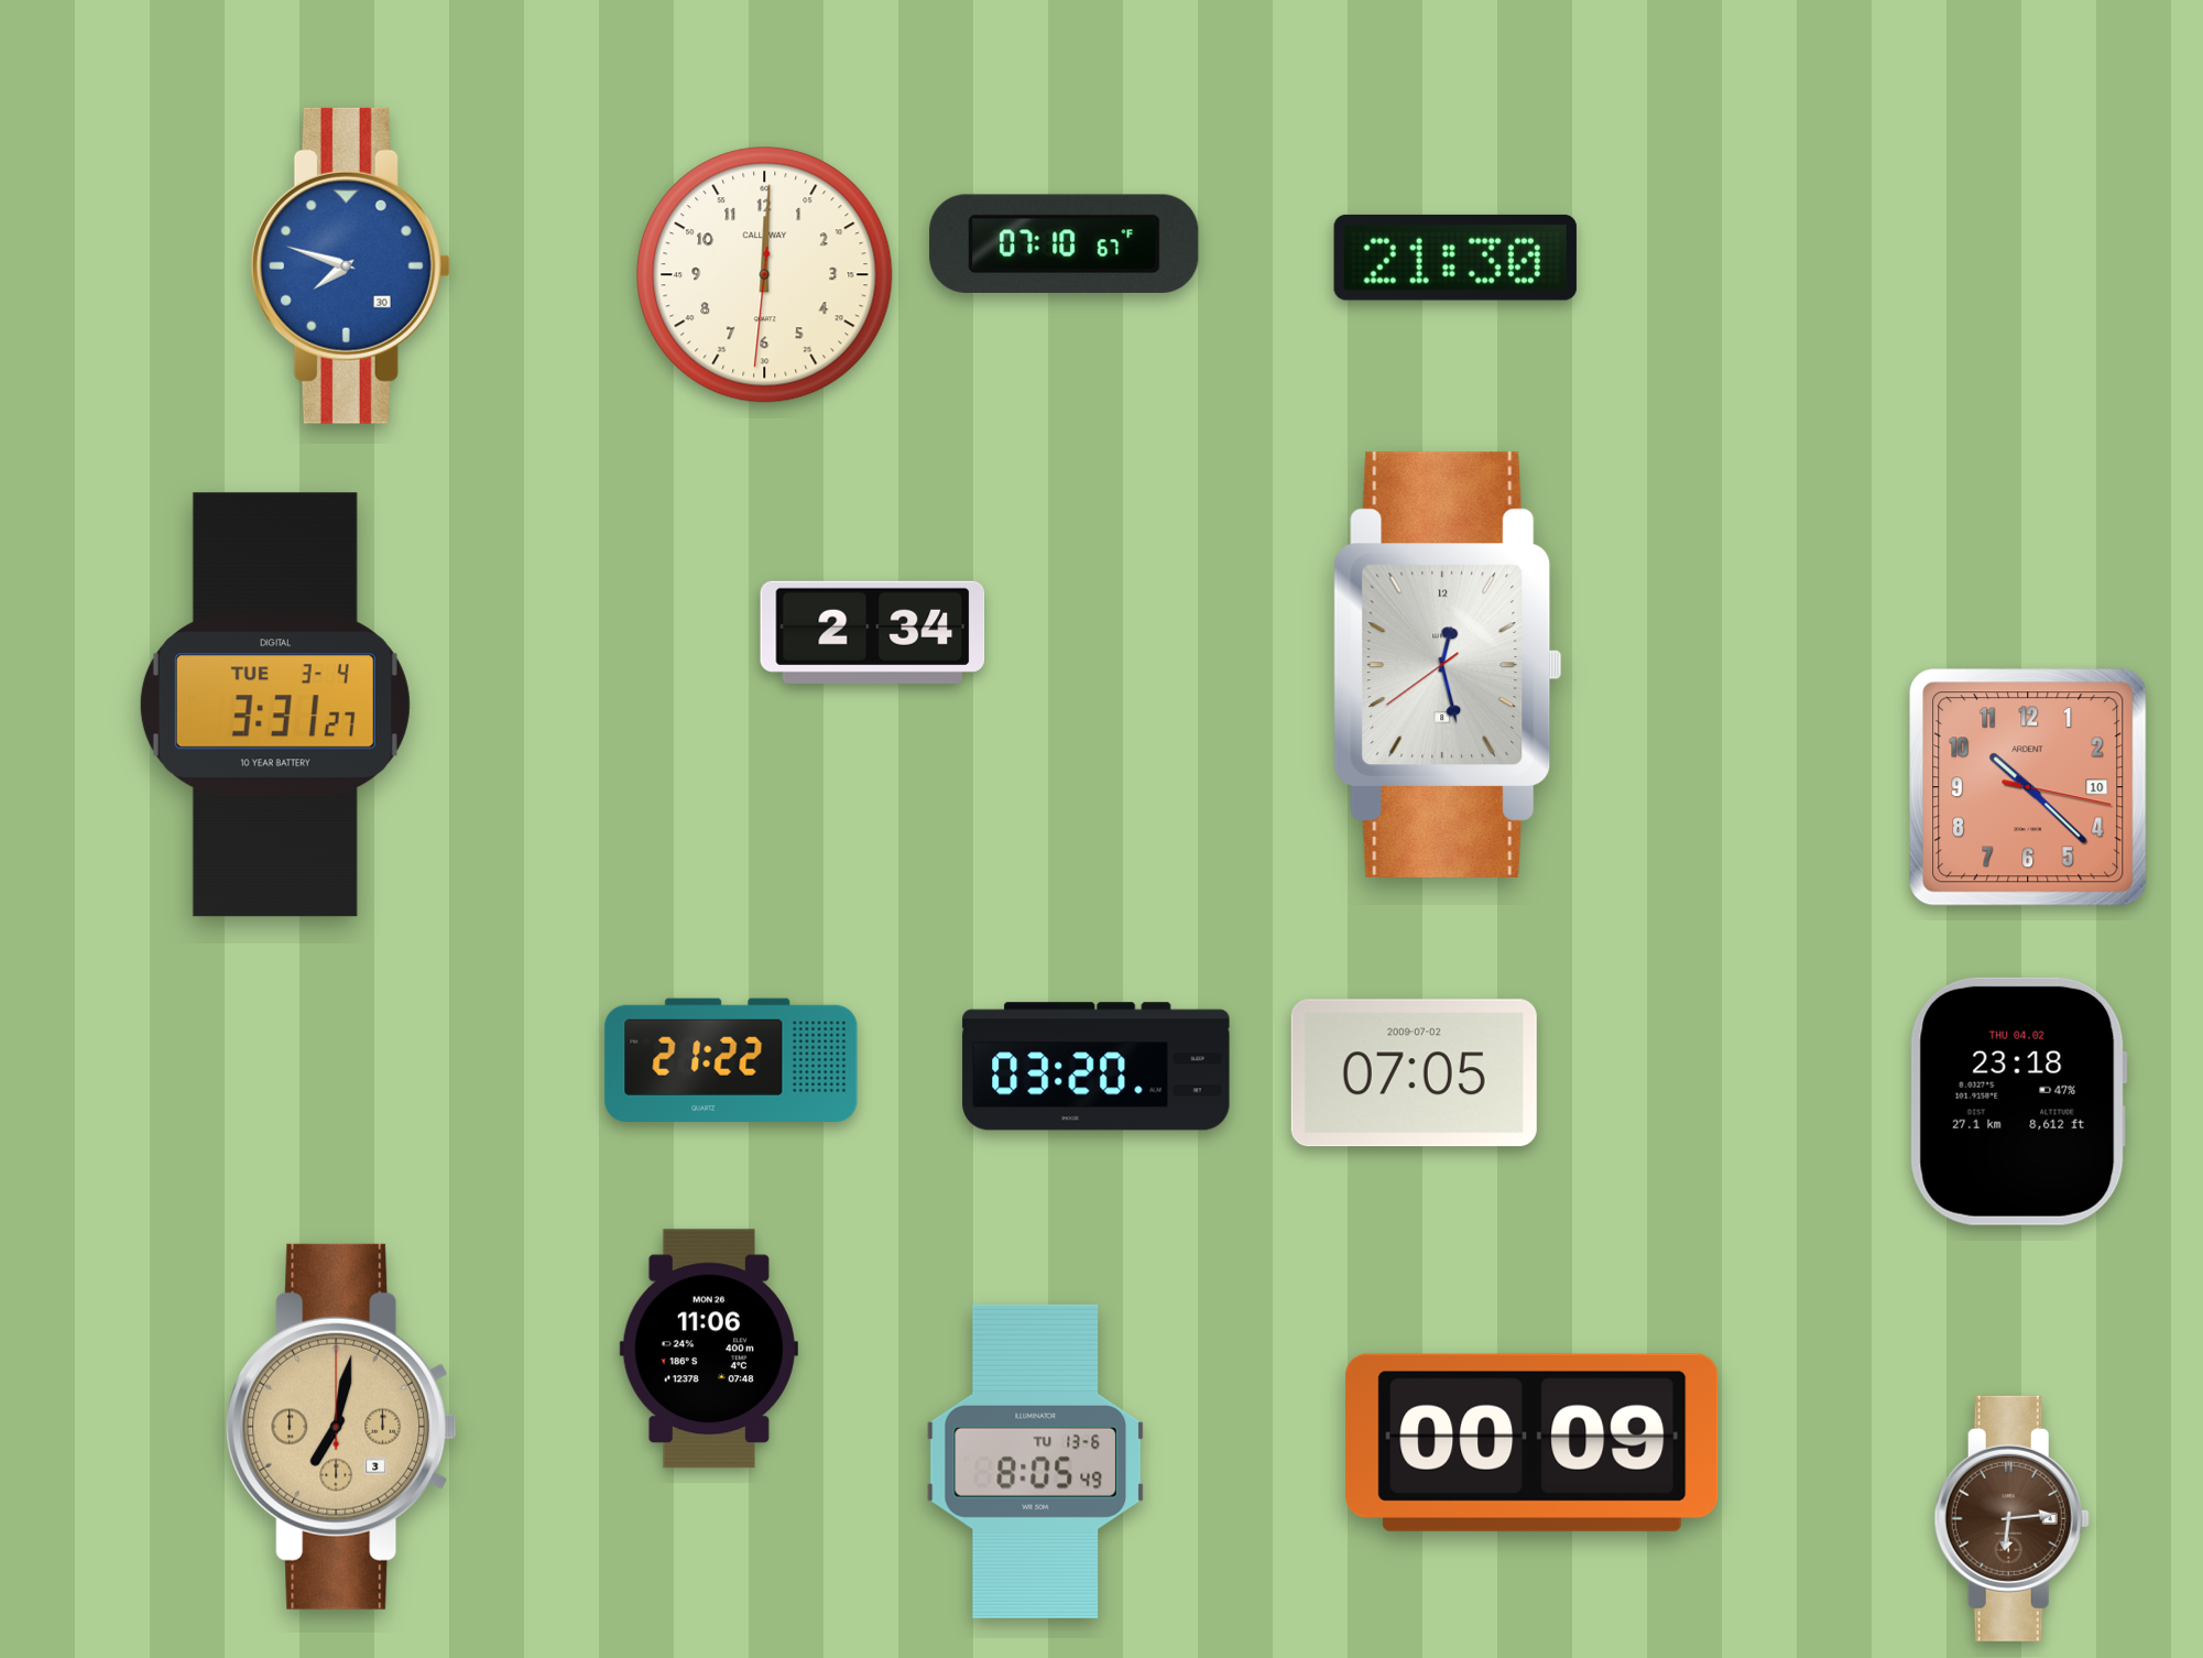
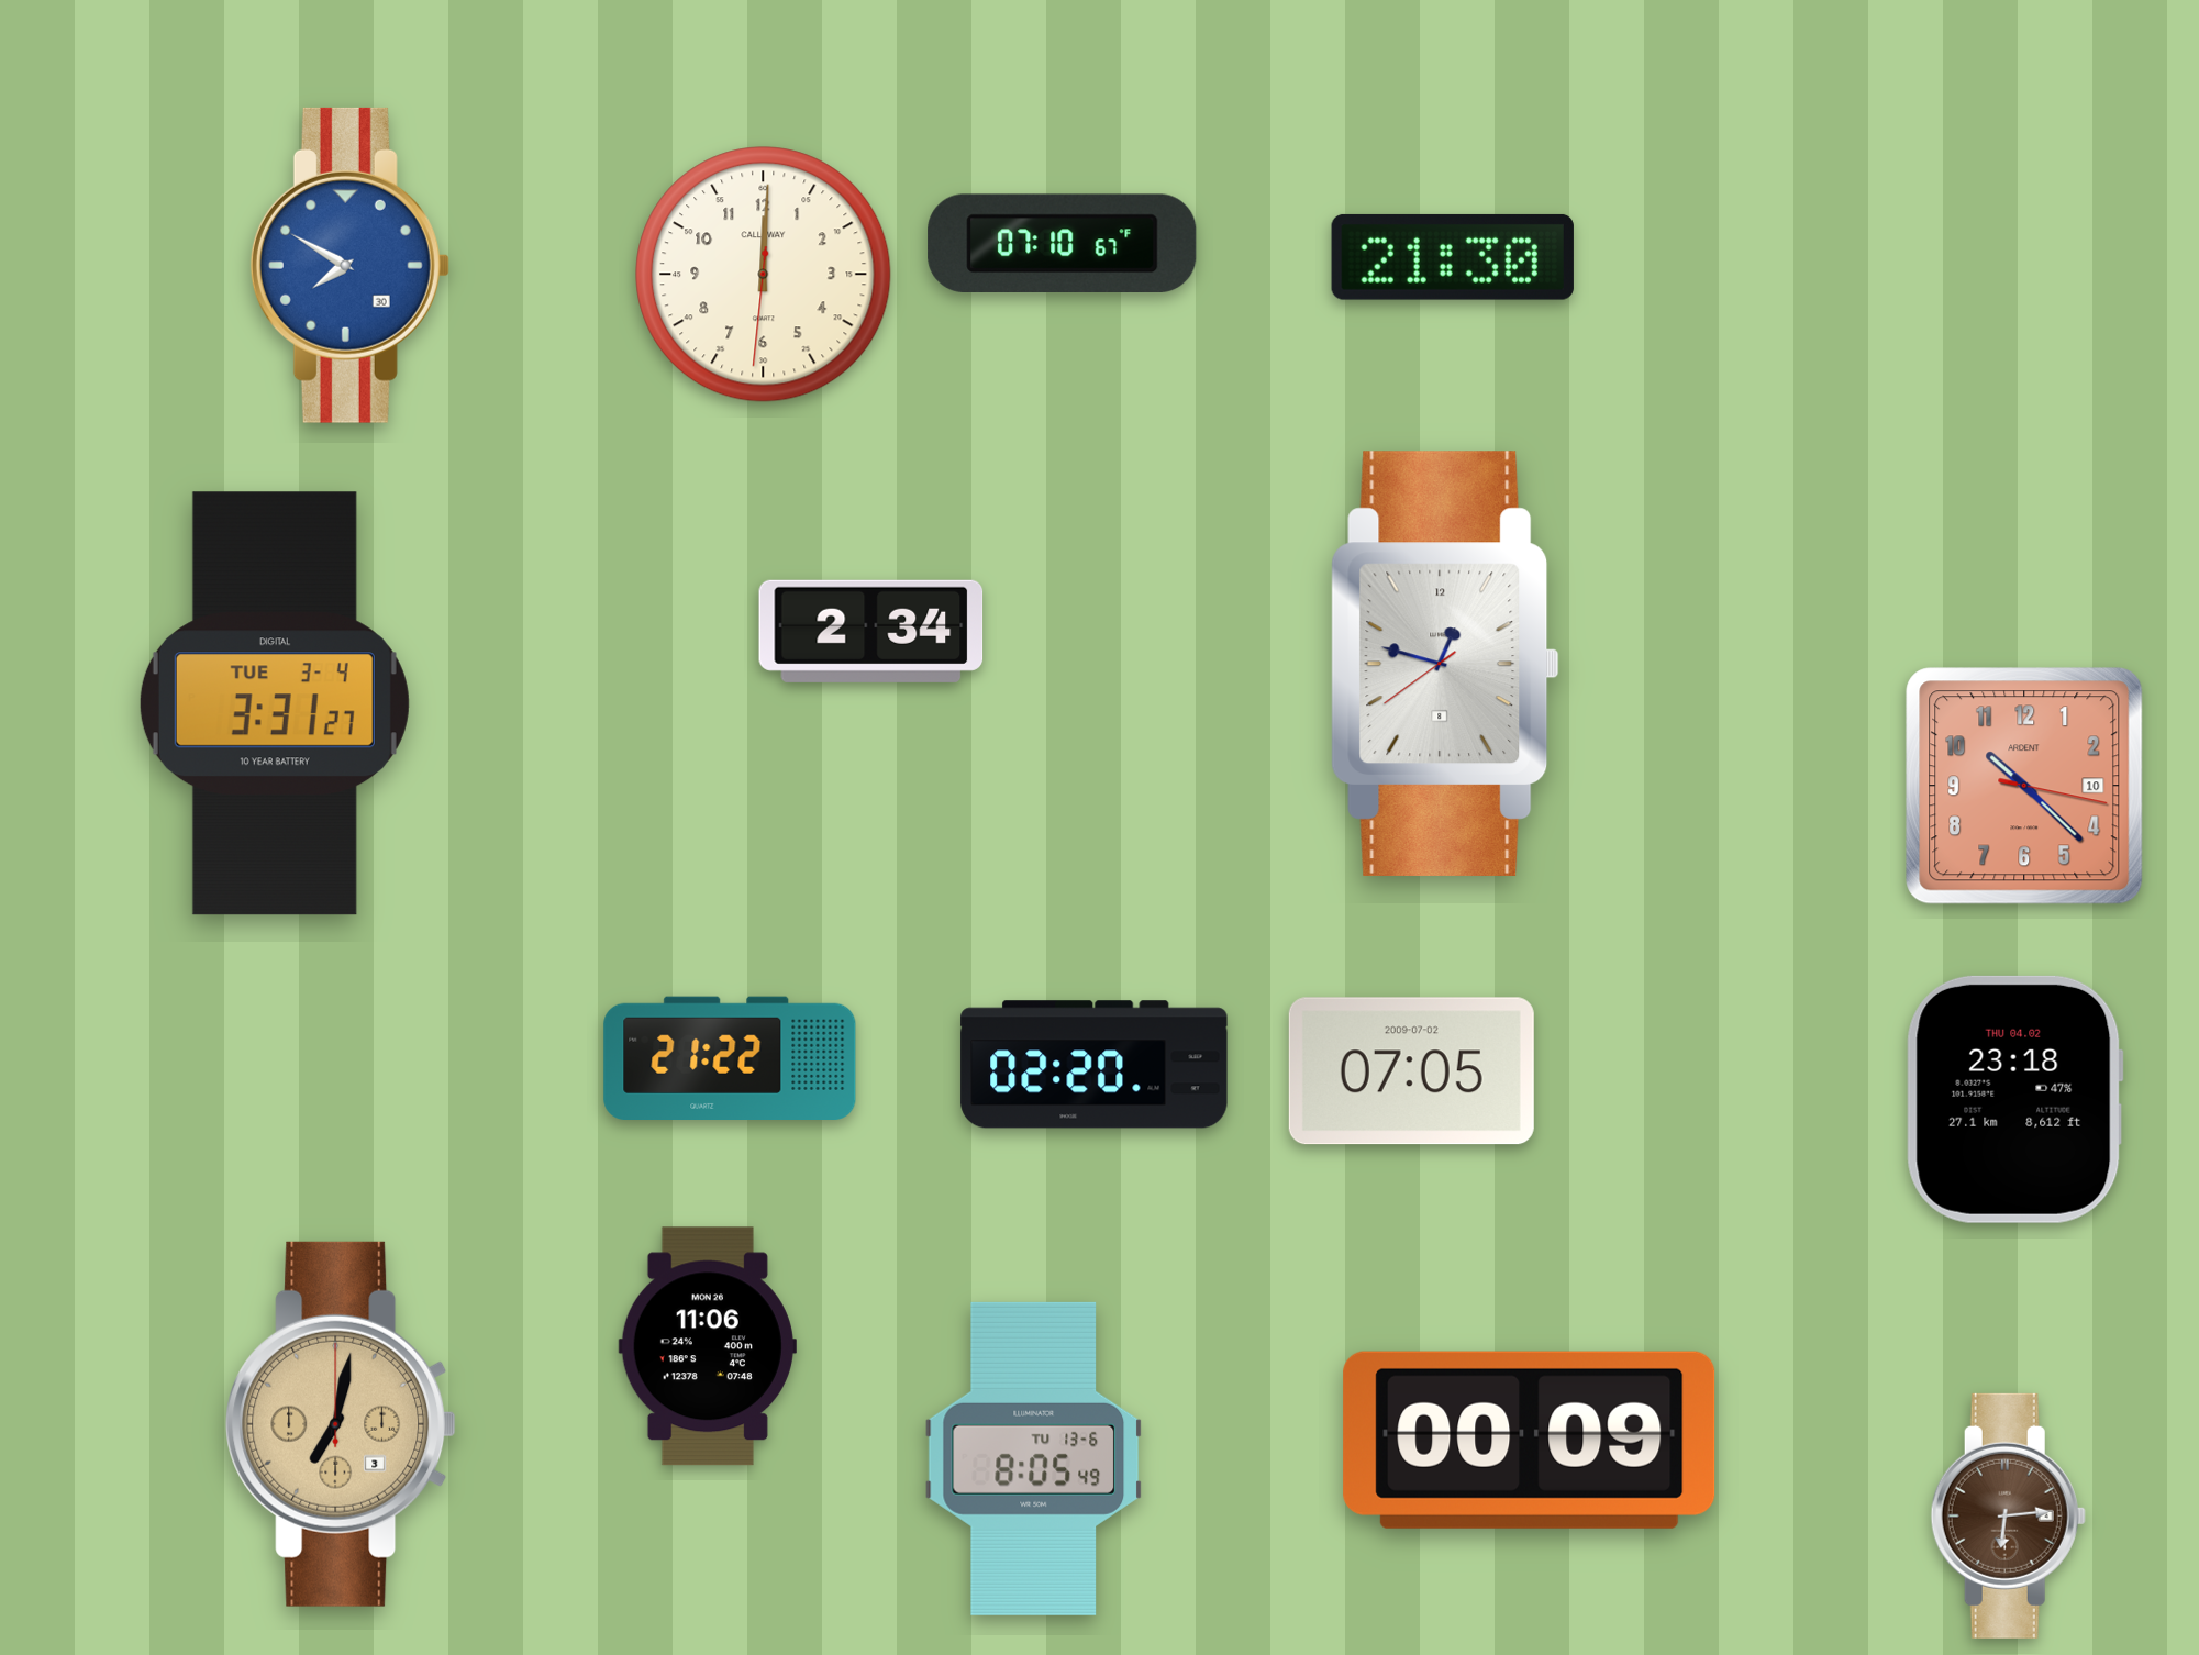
clock at (350, 265): 7:48 -> 7:50
clock at (1448, 665): 12:27 -> 12:47
clock at (1097, 1067): 03:20 -> 02:20
